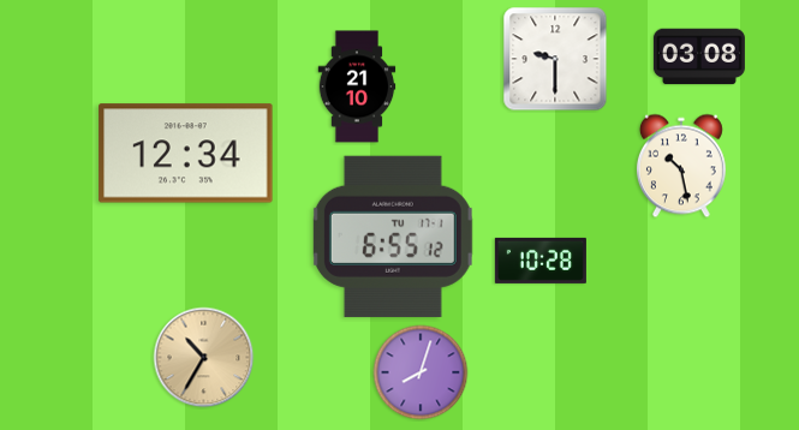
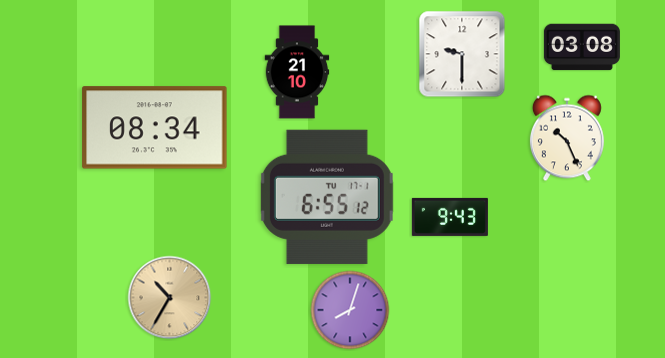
clock at (555, 59) position: (555, 59) -> (462, 54)
clock at (186, 154): 12:34 -> 08:34
clock at (681, 166): 10:28 -> 10:26
clock at (541, 261): 10:28 -> 9:43
